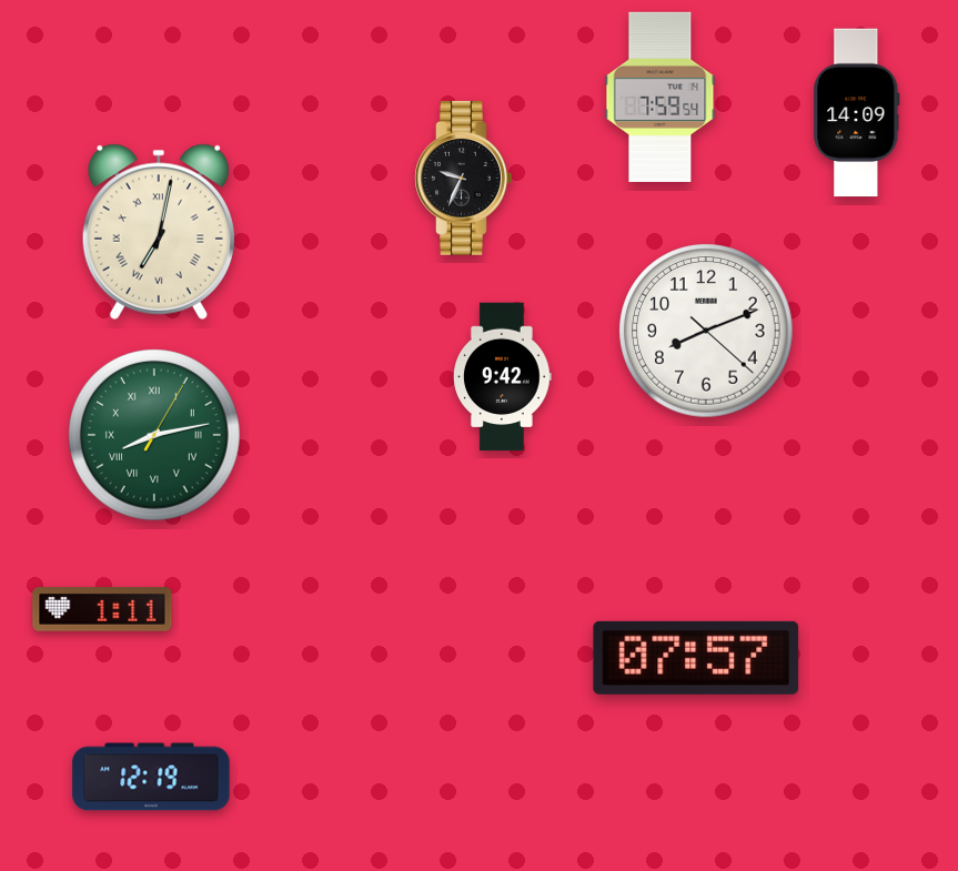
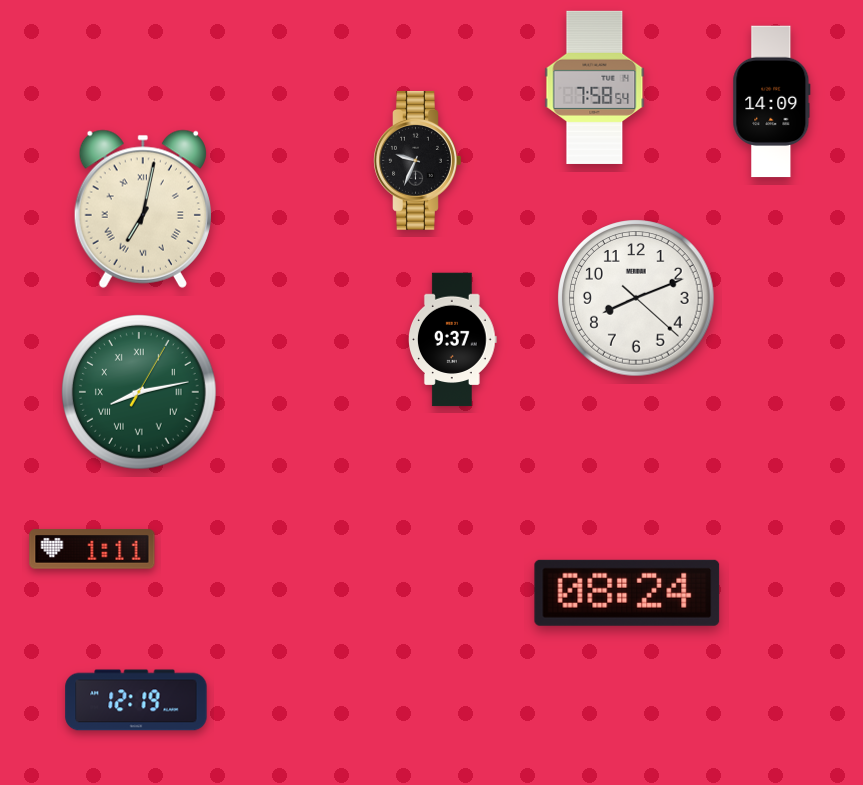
clock at (660, 97): 7:59 -> 7:58
clock at (503, 377): 9:42 -> 9:37
clock at (696, 658): 07:57 -> 08:24
